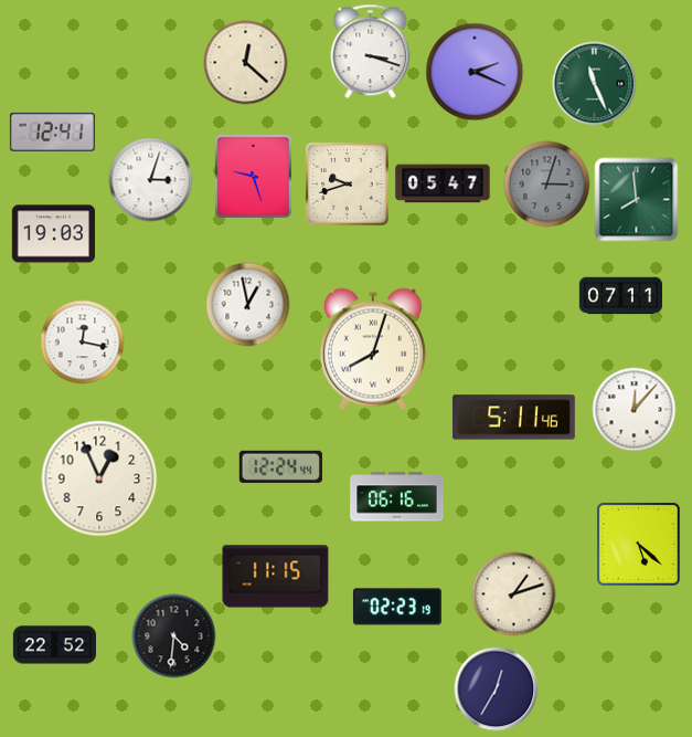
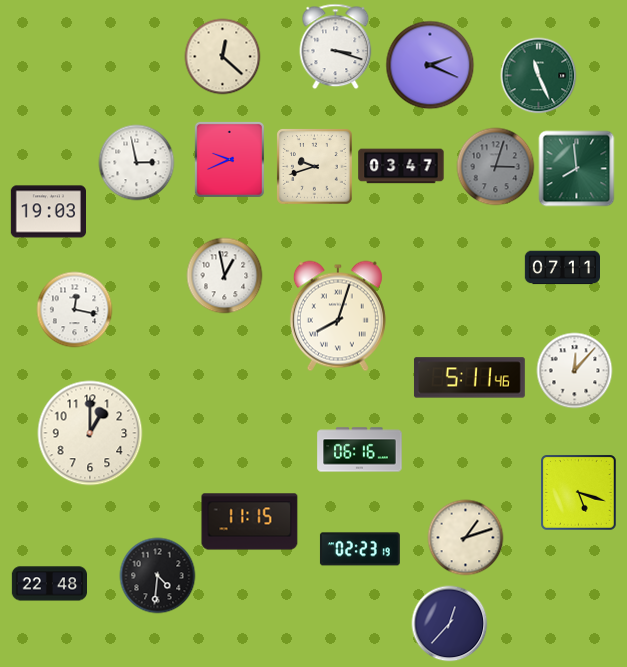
clock at (52, 131): 12:41 -> none
clock at (253, 176): 9:27 -> 9:41
clock at (151, 180): 3:03 -> 2:58
clock at (443, 183): 05:47 -> 03:47
clock at (637, 200) position: (637, 200) -> (577, 169)
clock at (513, 418) position: (513, 418) -> (469, 378)
clock at (280, 466): 12:24 -> none
clock at (99, 478): 12:56 -> 1:00
clock at (639, 545): 5:22 -> 5:18
clock at (54, 645): 22:52 -> 22:48
clock at (497, 689): 12:35 -> 12:37
